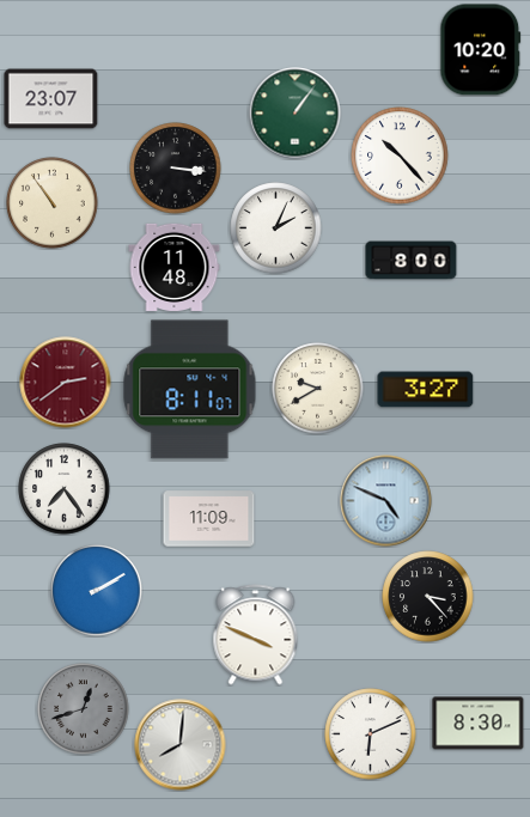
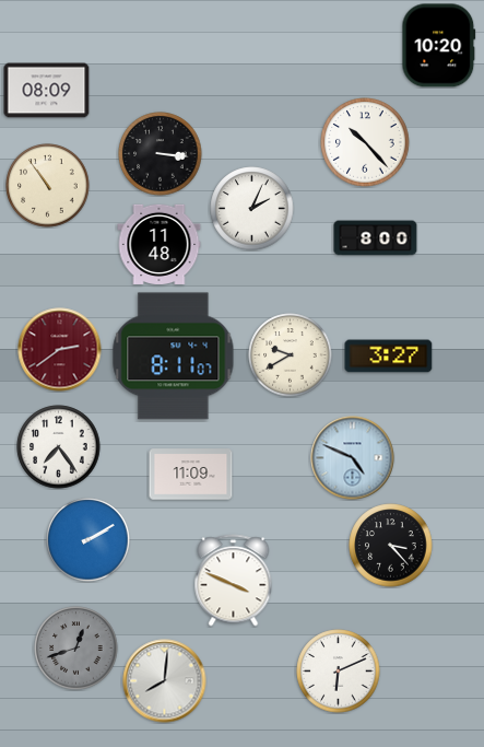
clock at (51, 99): 23:07 -> 08:09
clock at (296, 114): 1:06 -> none
clock at (479, 724): 8:30 -> none
